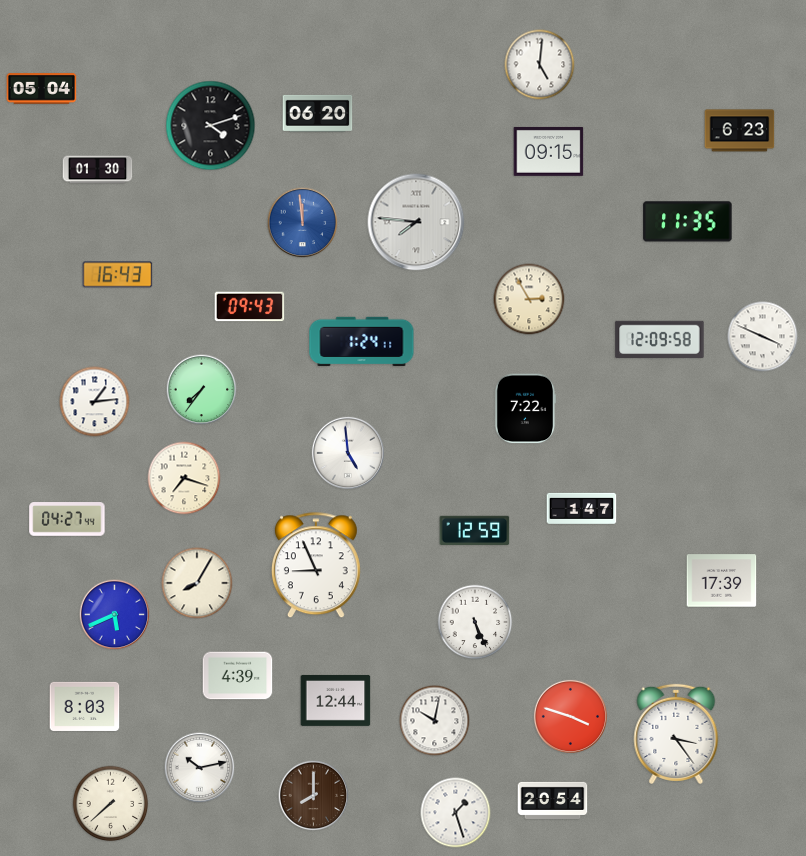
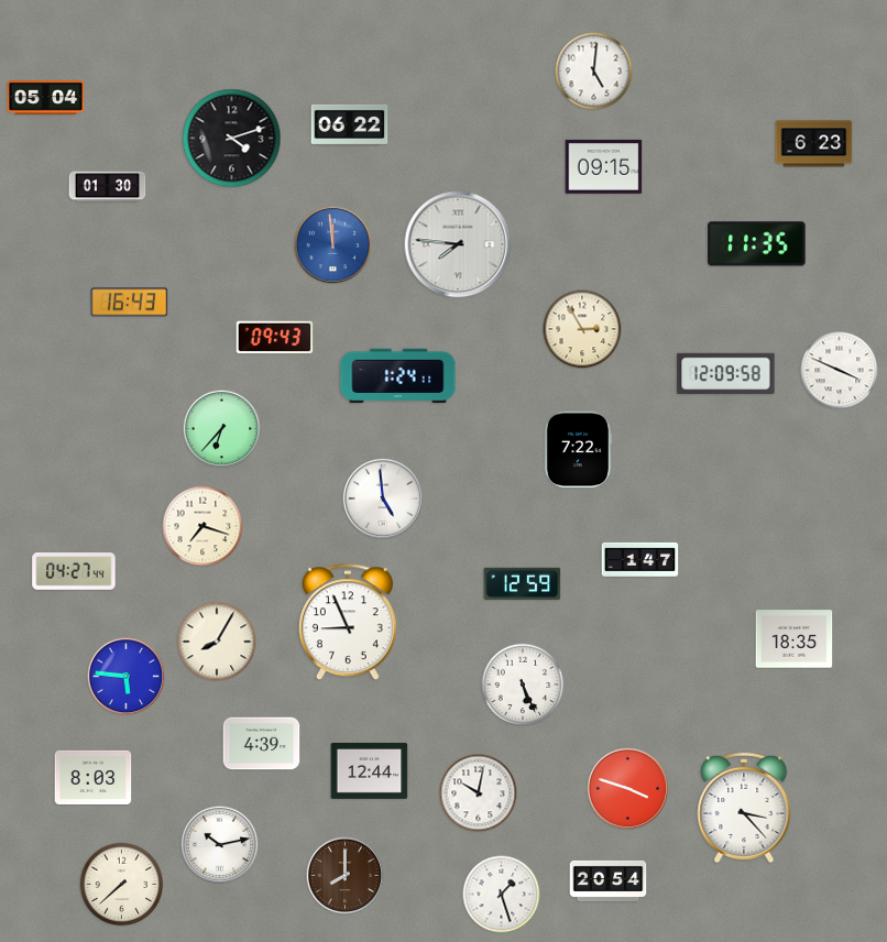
clock at (318, 113): 06:20 -> 06:22
clock at (202, 390): 7:36 -> 6:37
clock at (95, 402): 1:14 -> none
clock at (722, 581): 17:39 -> 18:35
clock at (115, 615): 5:41 -> 5:46
clock at (676, 734): 3:24 -> 3:23
